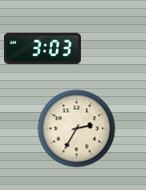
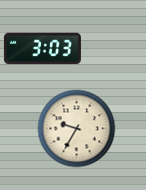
clock at (76, 128): 2:35 -> 9:35
